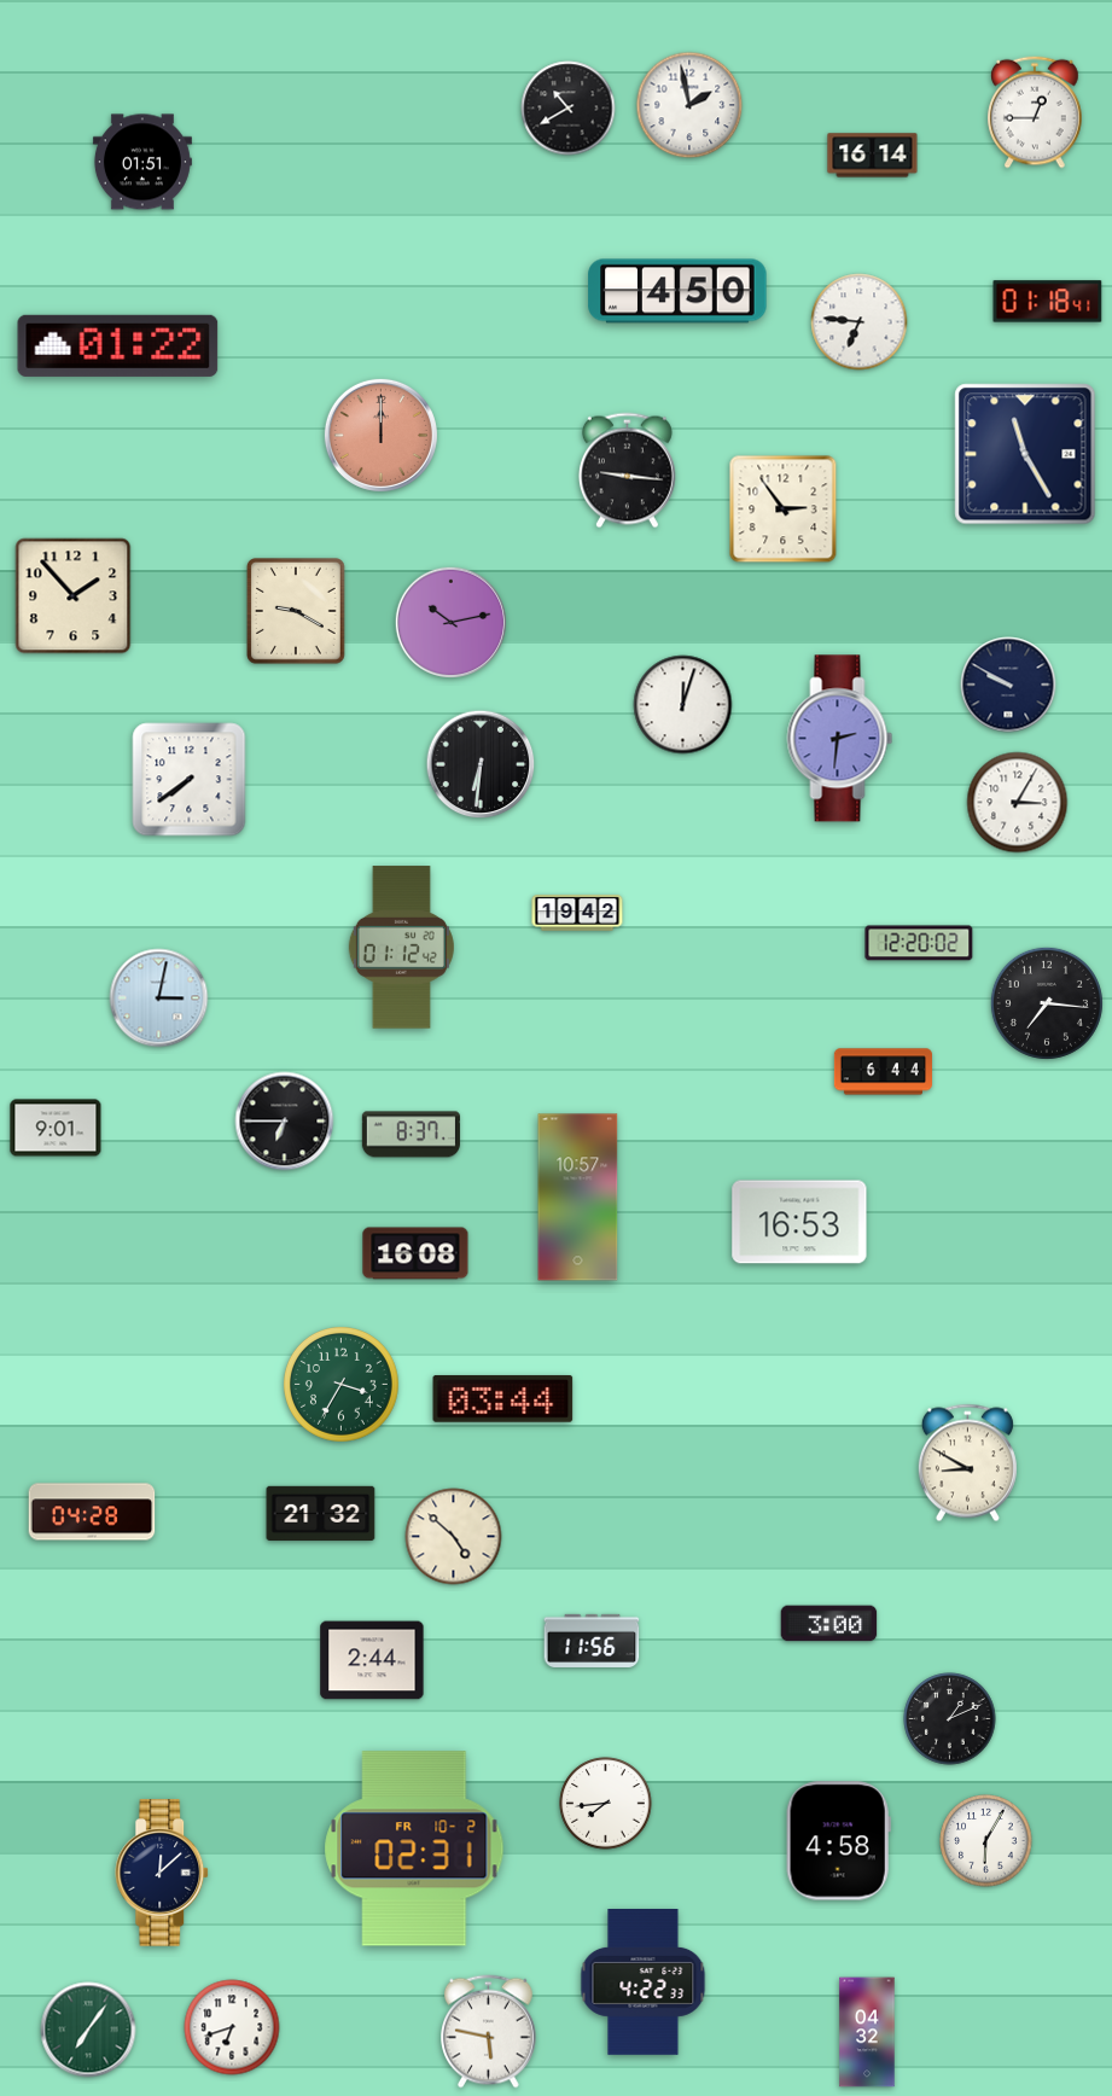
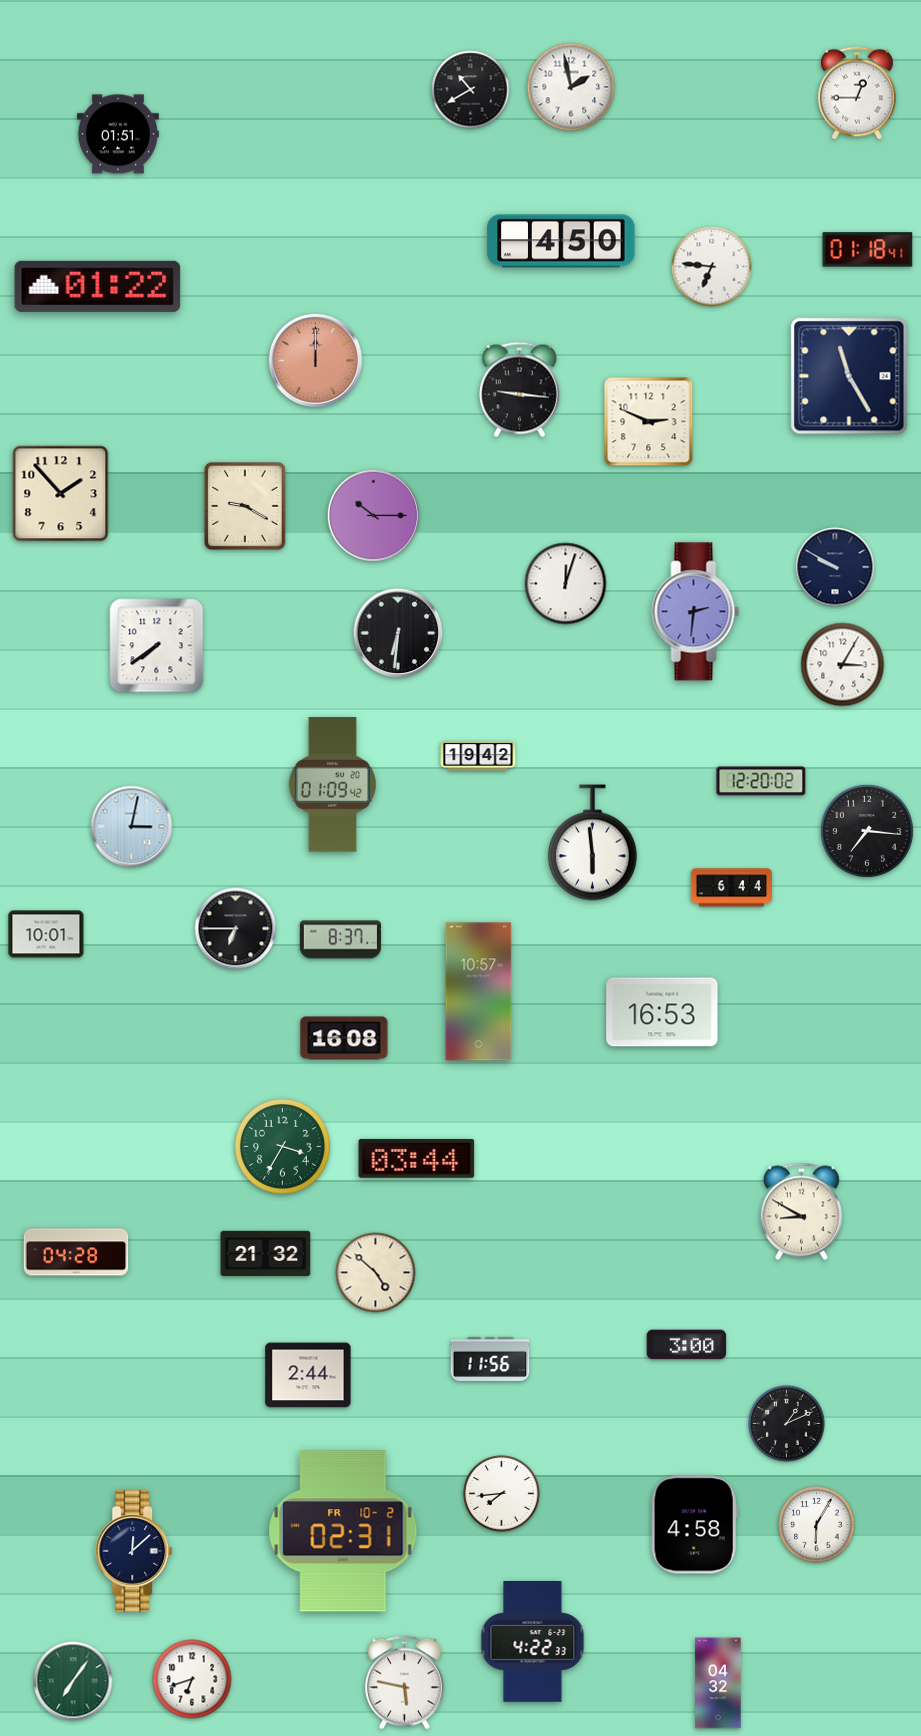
clock at (873, 156): 16:14 -> none
clock at (784, 510): 2:54 -> 2:49
clock at (450, 622): 10:13 -> 10:15
clock at (401, 948): 01:12 -> 01:09
clock at (592, 843): none -> 5:59
clock at (56, 1128): 9:01 -> 10:01
